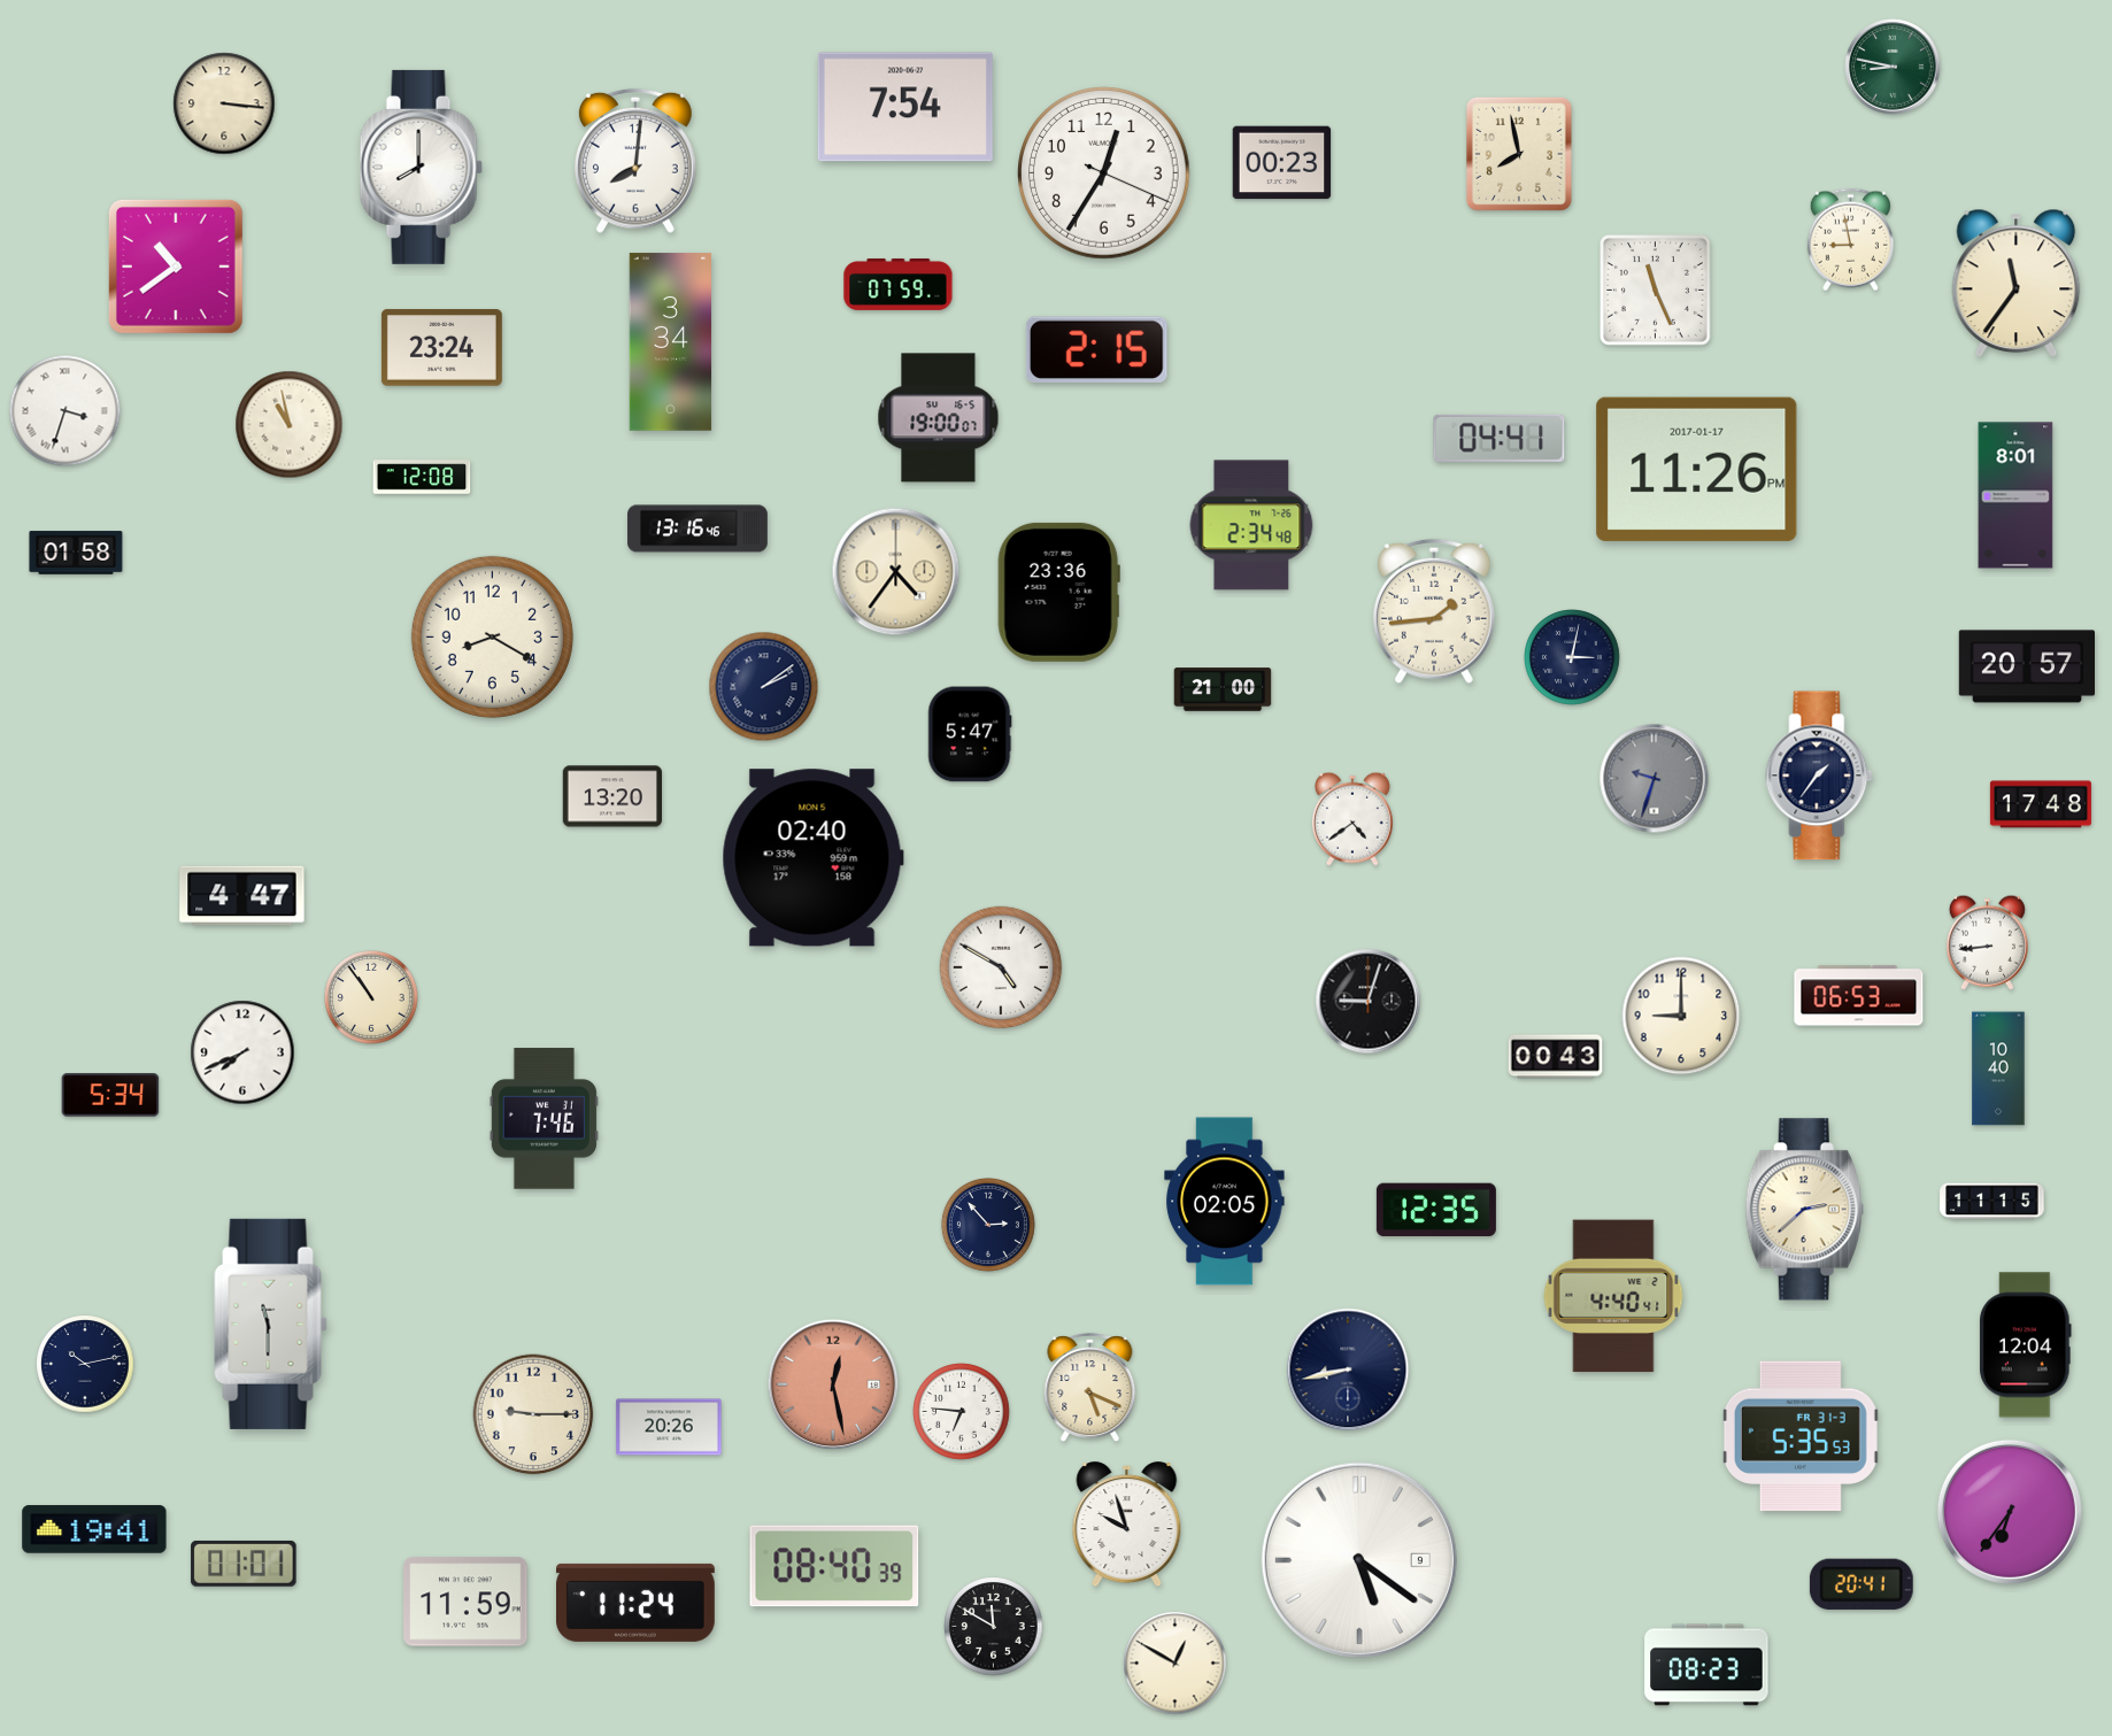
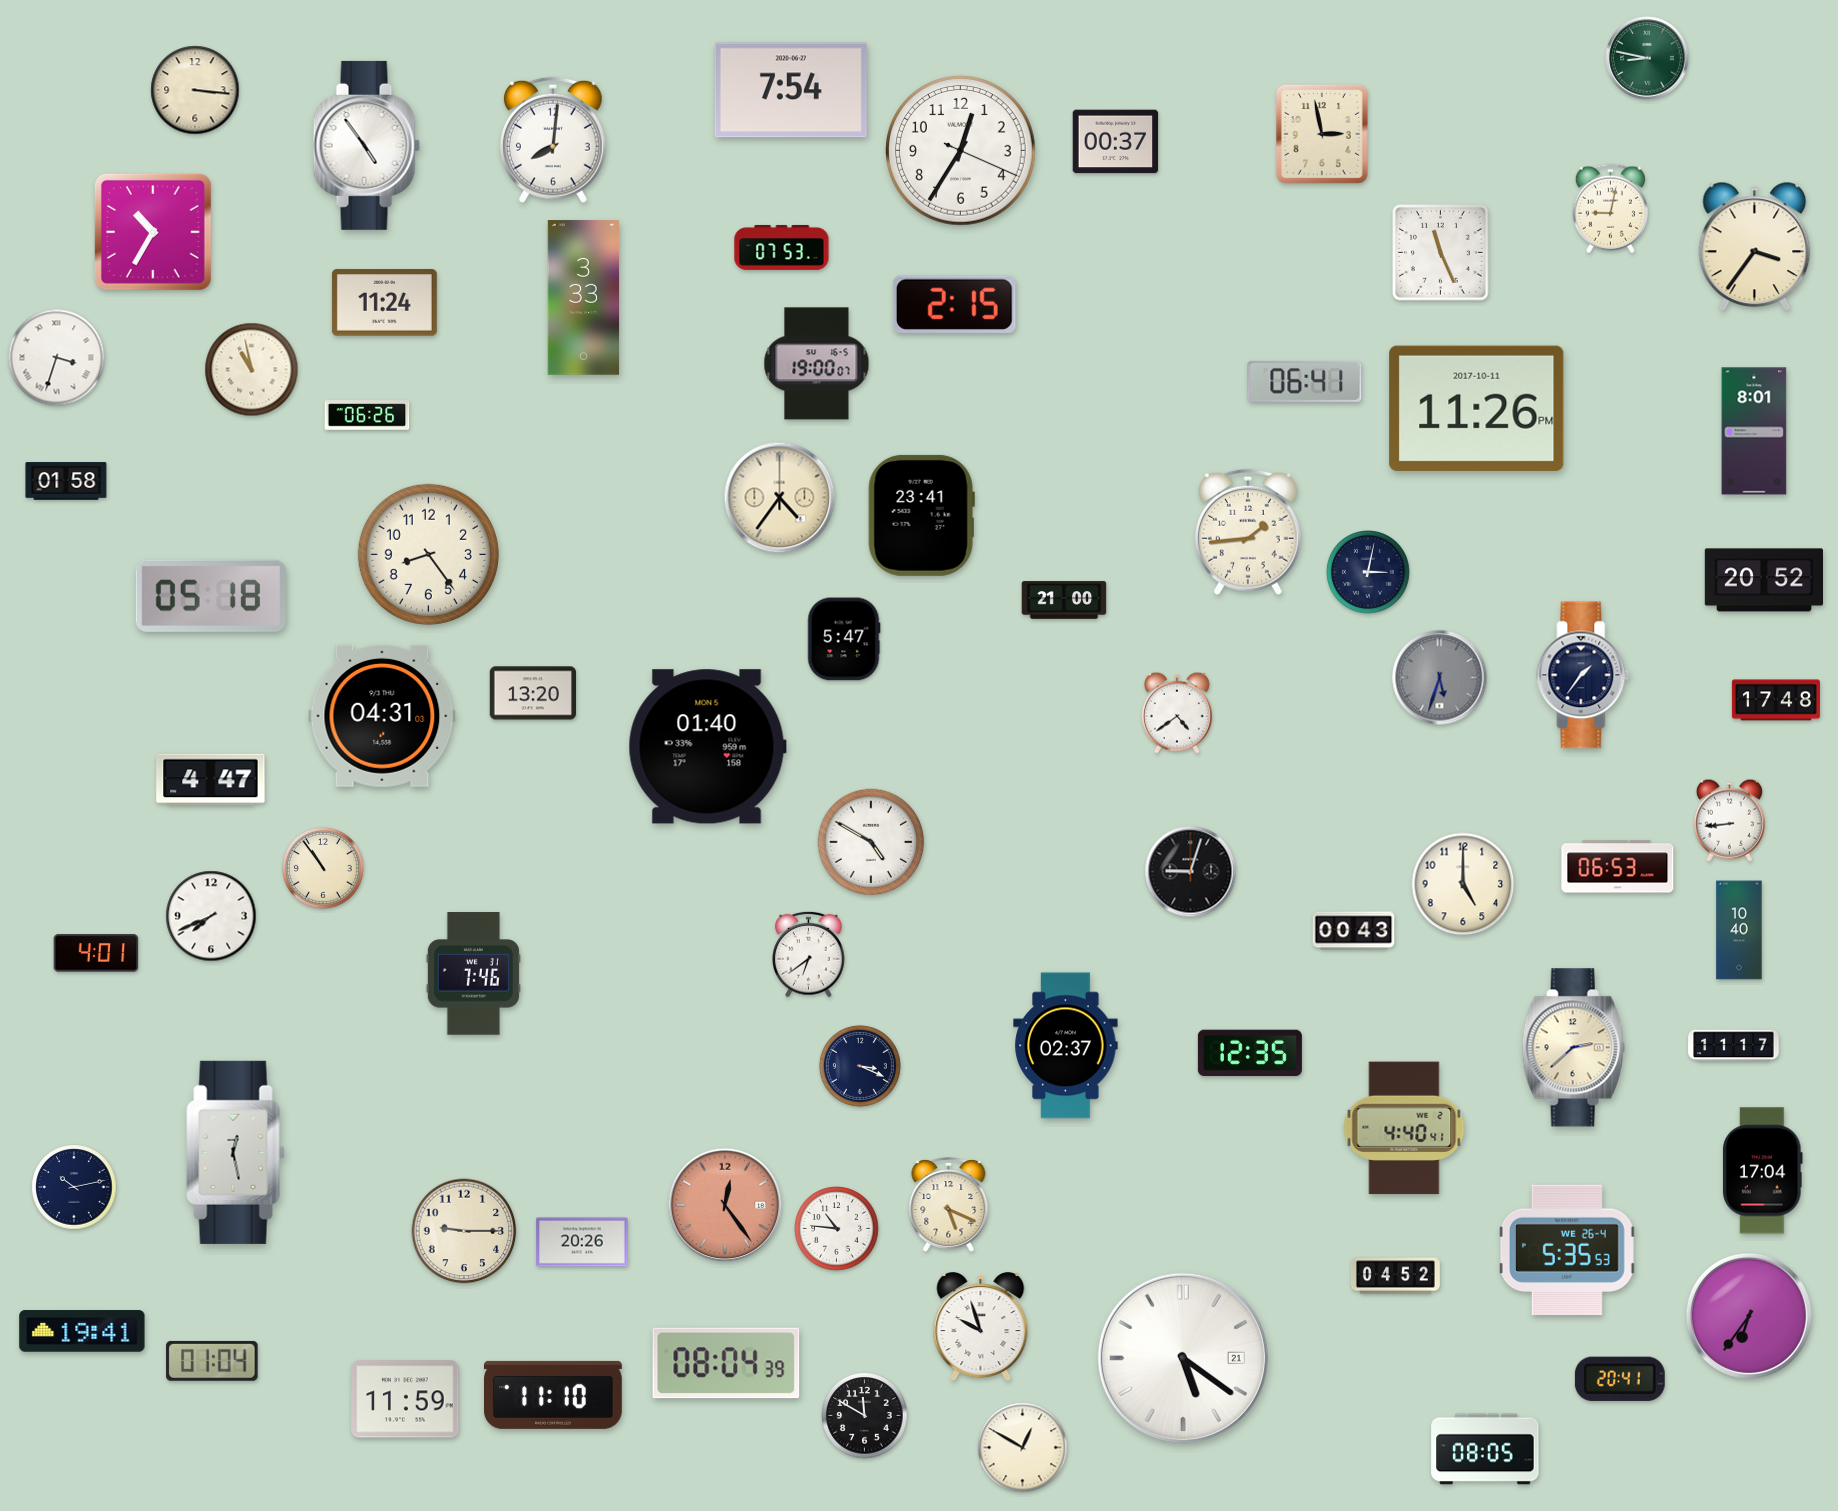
clock at (905, 107) position: (905, 107) -> (791, 90)
clock at (1519, 154): 7:58 -> 2:58
clock at (1282, 163): 00:23 -> 00:37
clock at (421, 167): 8:00 -> 4:54
clock at (1850, 240): 8:58 -> 9:02
clock at (176, 267): 10:39 -> 10:35
clock at (899, 284): 07:59 -> 07:53
clock at (2017, 284): 11:36 -> 3:36
clock at (671, 342): 3:34 -> 3:33
clock at (441, 348): 23:24 -> 11:24
clock at (1500, 438): 04:41 -> 06:41
clock at (1697, 469) date: 2017-01-17 -> 2017-10-11
clock at (422, 477): 12:08 -> 06:26
clock at (1251, 525): 2:34 -> none
clock at (697, 528): 13:16 -> none
clock at (1058, 592): 23:36 -> 23:41
clock at (492, 636): 8:20 -> 8:24
clock at (2026, 666): 20:57 -> 20:52
clock at (211, 596): none -> 05:18
clock at (764, 687): 2:09 -> none
clock at (1655, 779): 9:33 -> 5:33
clock at (382, 716): none -> 04:31
clock at (812, 858): 02:40 -> 01:40
clock at (1681, 1016): 9:00 -> 5:00
clock at (1556, 1057) position: (1556, 1057) -> (1354, 931)
clock at (110, 1095): 5:34 -> 4:01
clock at (809, 954): none -> 6:39
clock at (1225, 1202): 02:05 -> 02:37
clock at (1992, 1202): 11:15 -> 11:17
clock at (1804, 1210) position: (1804, 1210) -> (1573, 1048)
clock at (988, 1225): 2:53 -> 3:19
clock at (271, 1324): 11:30 -> 12:28
clock at (2026, 1345): 12:04 -> 17:04
clock at (1348, 1369): 8:43 -> none
clock at (833, 1384): 12:28 -> 12:24
clock at (1090, 1388) position: (1090, 1388) -> (949, 1205)
clock at (962, 1412): 6:46 -> 10:46
clock at (1801, 1436) date: FR 31-3 -> WE 26-4
clock at (1395, 1276): none -> 04:52
clock at (1359, 1560) date: 9 -> 21
clock at (244, 1564): 01:01 -> 01:04
clock at (834, 1566): 08:40 -> 08:04
clock at (465, 1602) position: (465, 1602) -> (405, 1399)
clock at (637, 1603): 11:24 -> 11:10
clock at (1706, 1665): 08:23 -> 08:05
